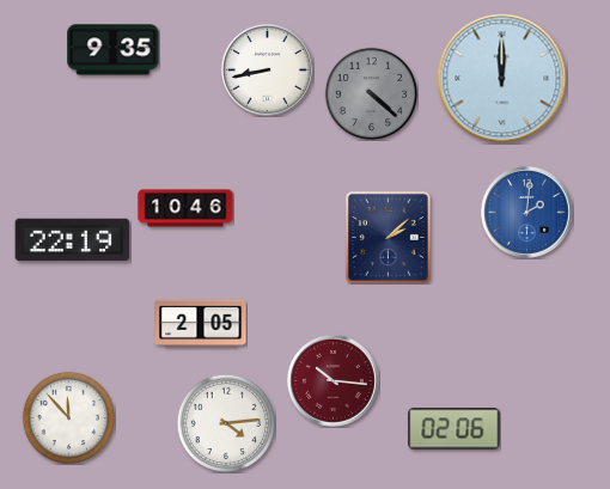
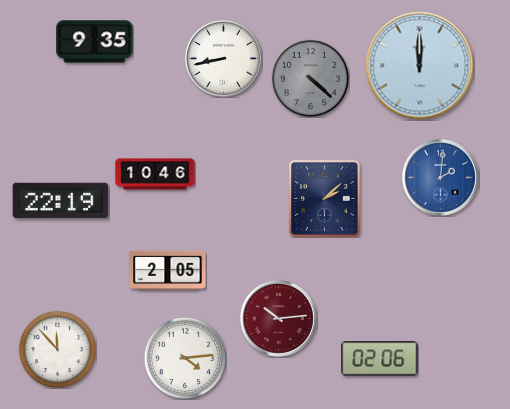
clock at (334, 381): 10:16 -> 10:14
clock at (226, 423) position: (226, 423) -> (185, 358)
